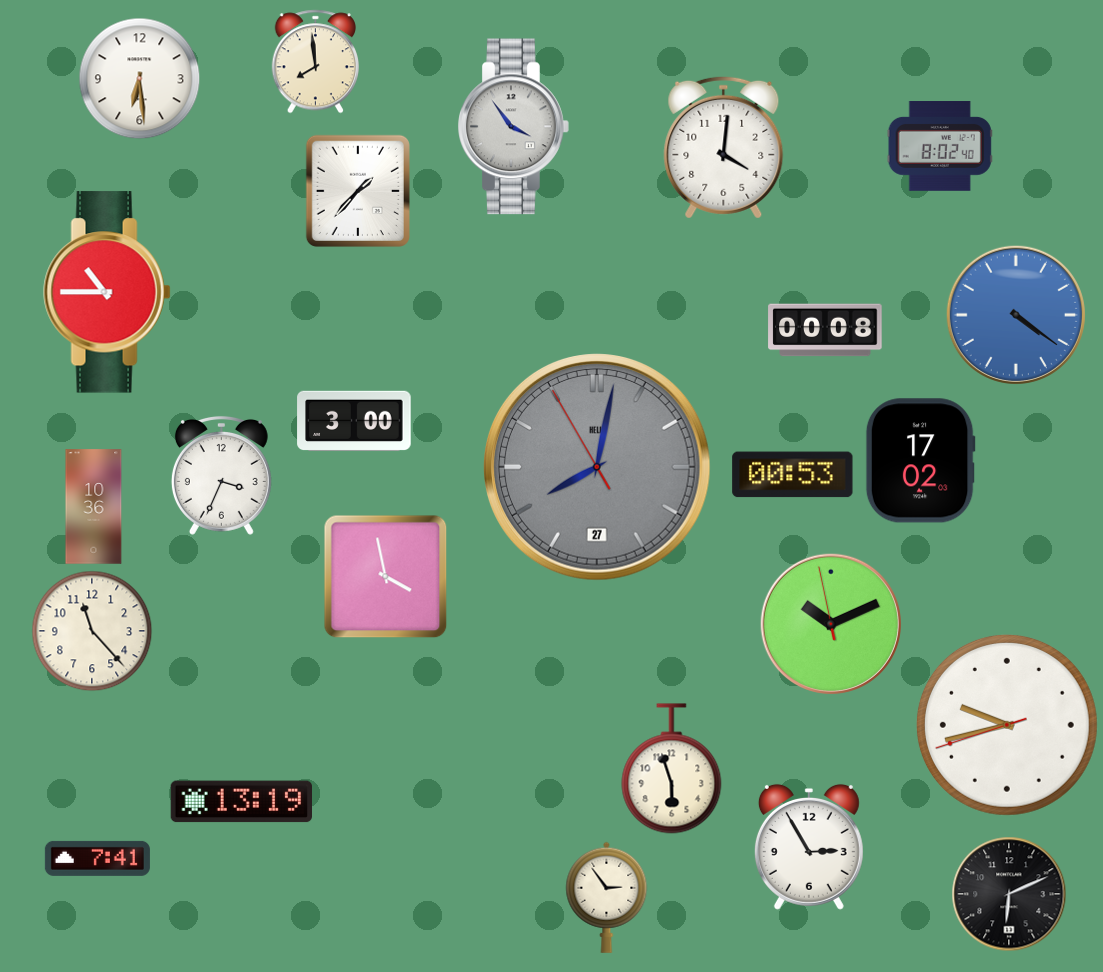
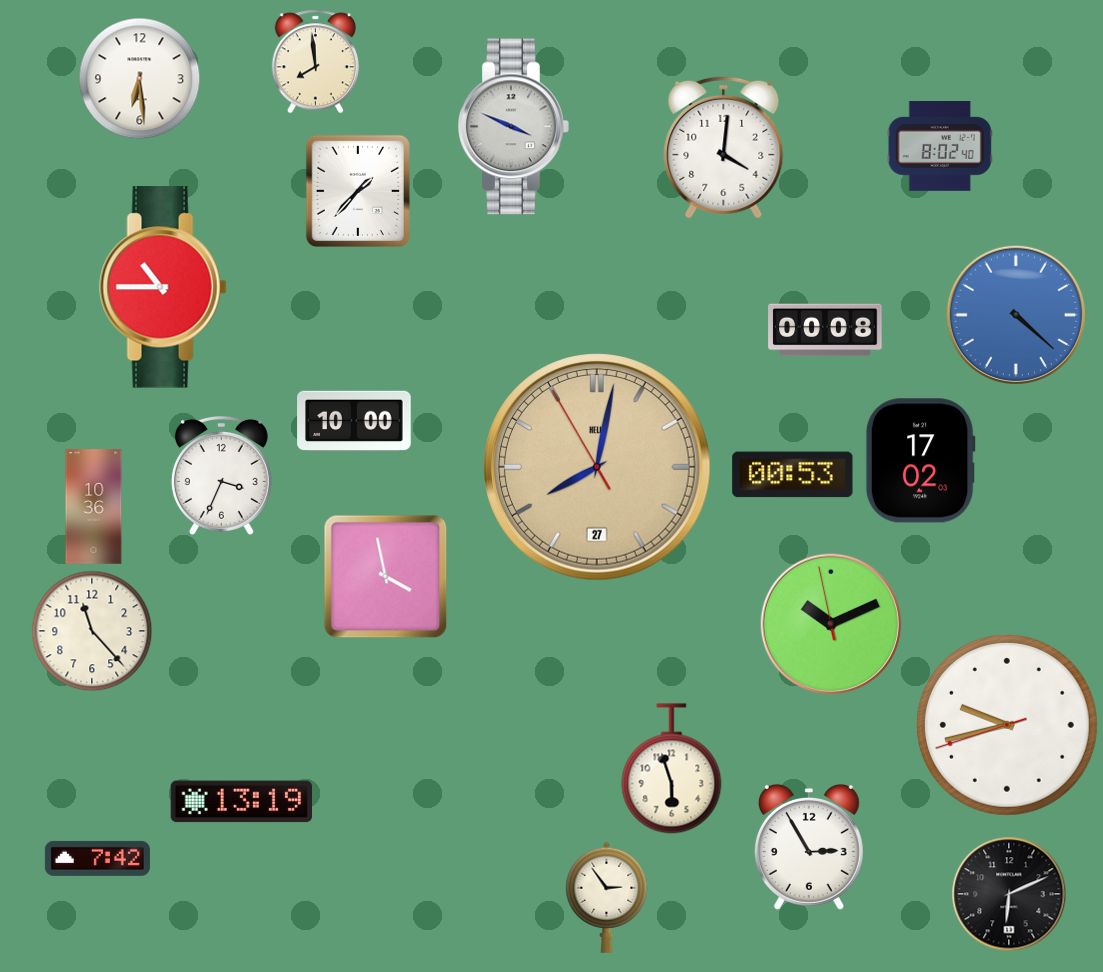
clock at (514, 127): 3:54 -> 3:49
clock at (107, 292) position: (107, 292) -> (163, 287)
clock at (1016, 315): 4:21 -> 4:22
clock at (354, 421): 3:00 -> 10:00
clock at (598, 468) dial: grey -> champagne
clock at (97, 858): 7:41 -> 7:42
